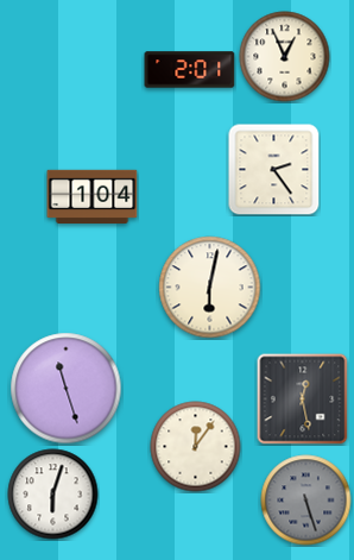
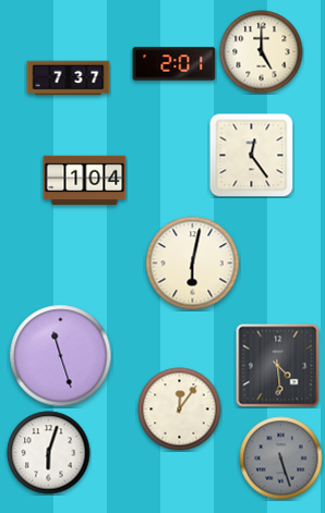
clock at (285, 57): 12:56 -> 5:00
clock at (69, 78): none -> 7:37
clock at (274, 170): 2:24 -> 12:24
clock at (303, 399): 12:28 -> 4:29
